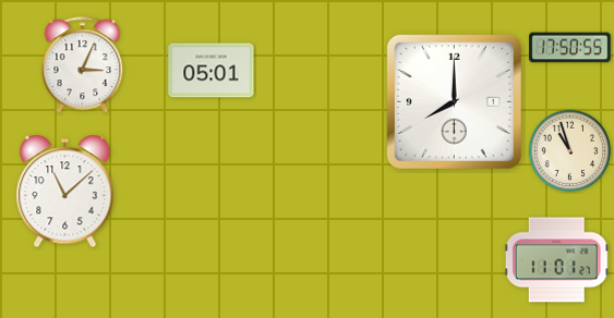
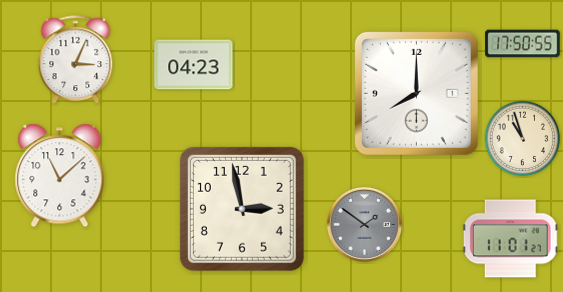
clock at (212, 71): 05:01 -> 04:23
clock at (242, 209): none -> 2:58
clock at (364, 224): none -> 1:51
